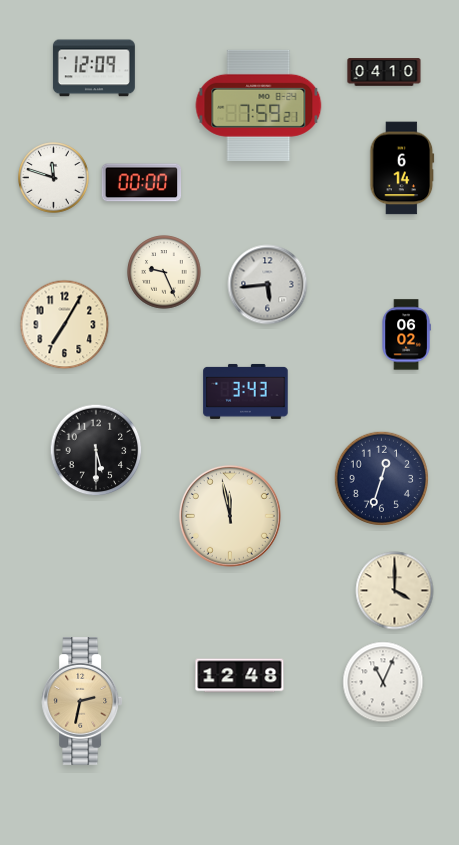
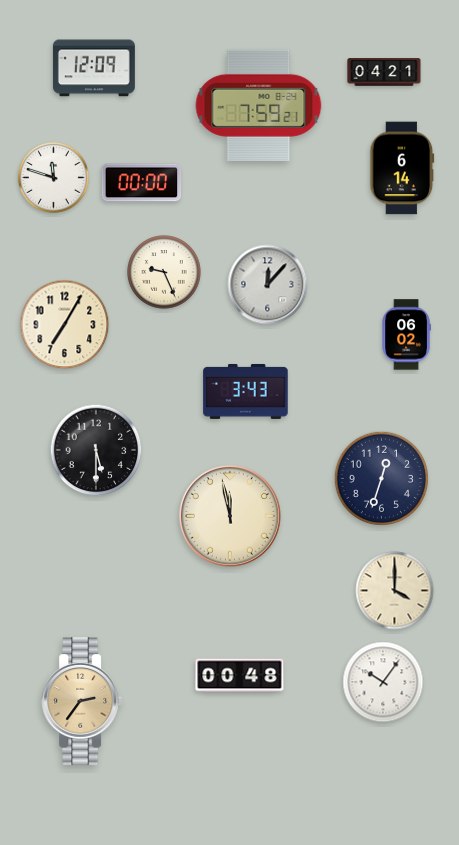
clock at (384, 72): 04:10 -> 04:21
clock at (268, 285): 5:44 -> 12:07
clock at (240, 676): 12:48 -> 00:48
clock at (383, 682): 11:04 -> 10:06
clock at (82, 702): 2:32 -> 2:36
